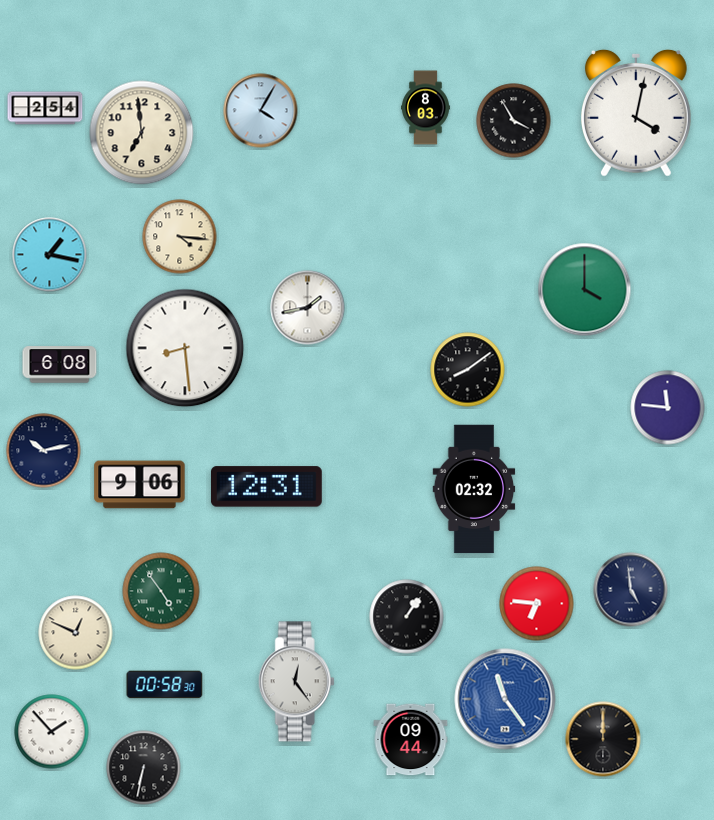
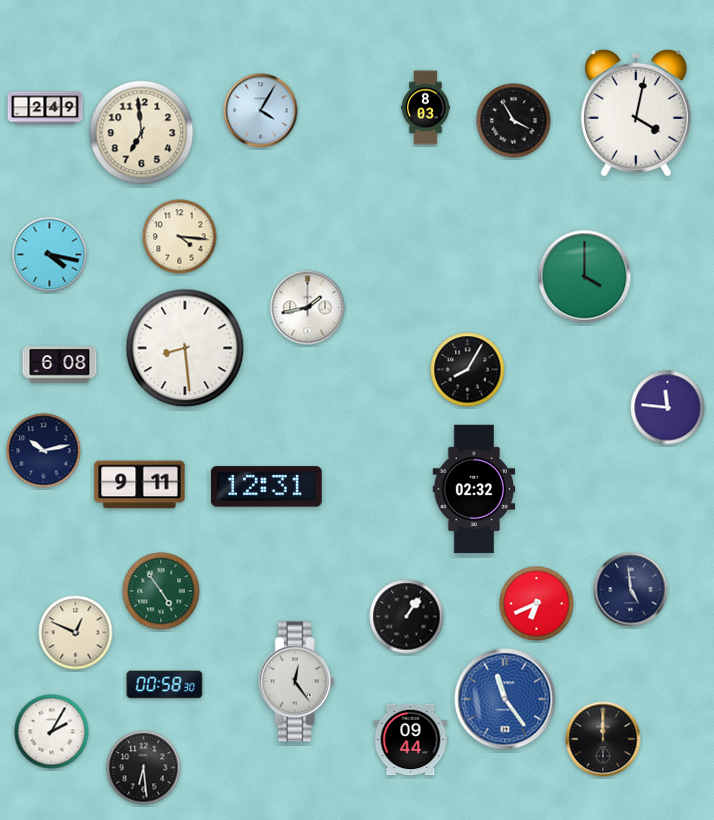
clock at (45, 108): 2:54 -> 2:49
clock at (50, 255): 1:17 -> 4:17
clock at (585, 290) position: (585, 290) -> (585, 277)
clock at (468, 370): 8:09 -> 8:05
clock at (140, 485): 9:06 -> 9:11
clock at (537, 604): 6:46 -> 6:41
clock at (52, 732): 1:53 -> 2:05
clock at (144, 768): 6:32 -> 6:29
